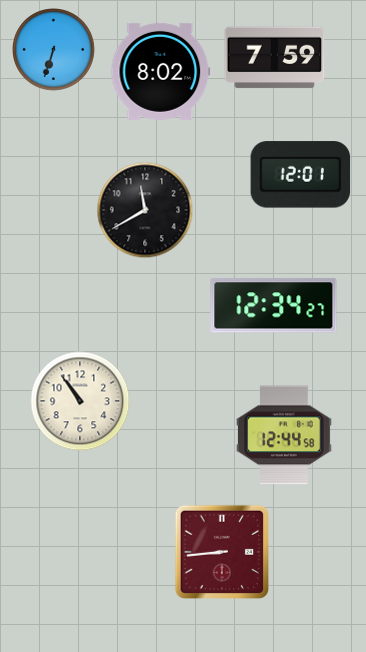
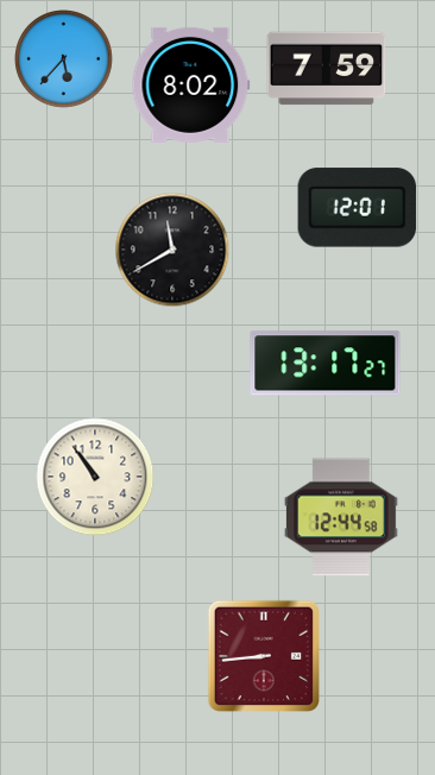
clock at (54, 50): 6:33 -> 5:37
clock at (274, 306): 12:34 -> 13:17
clock at (284, 435) position: (284, 435) -> (341, 517)
